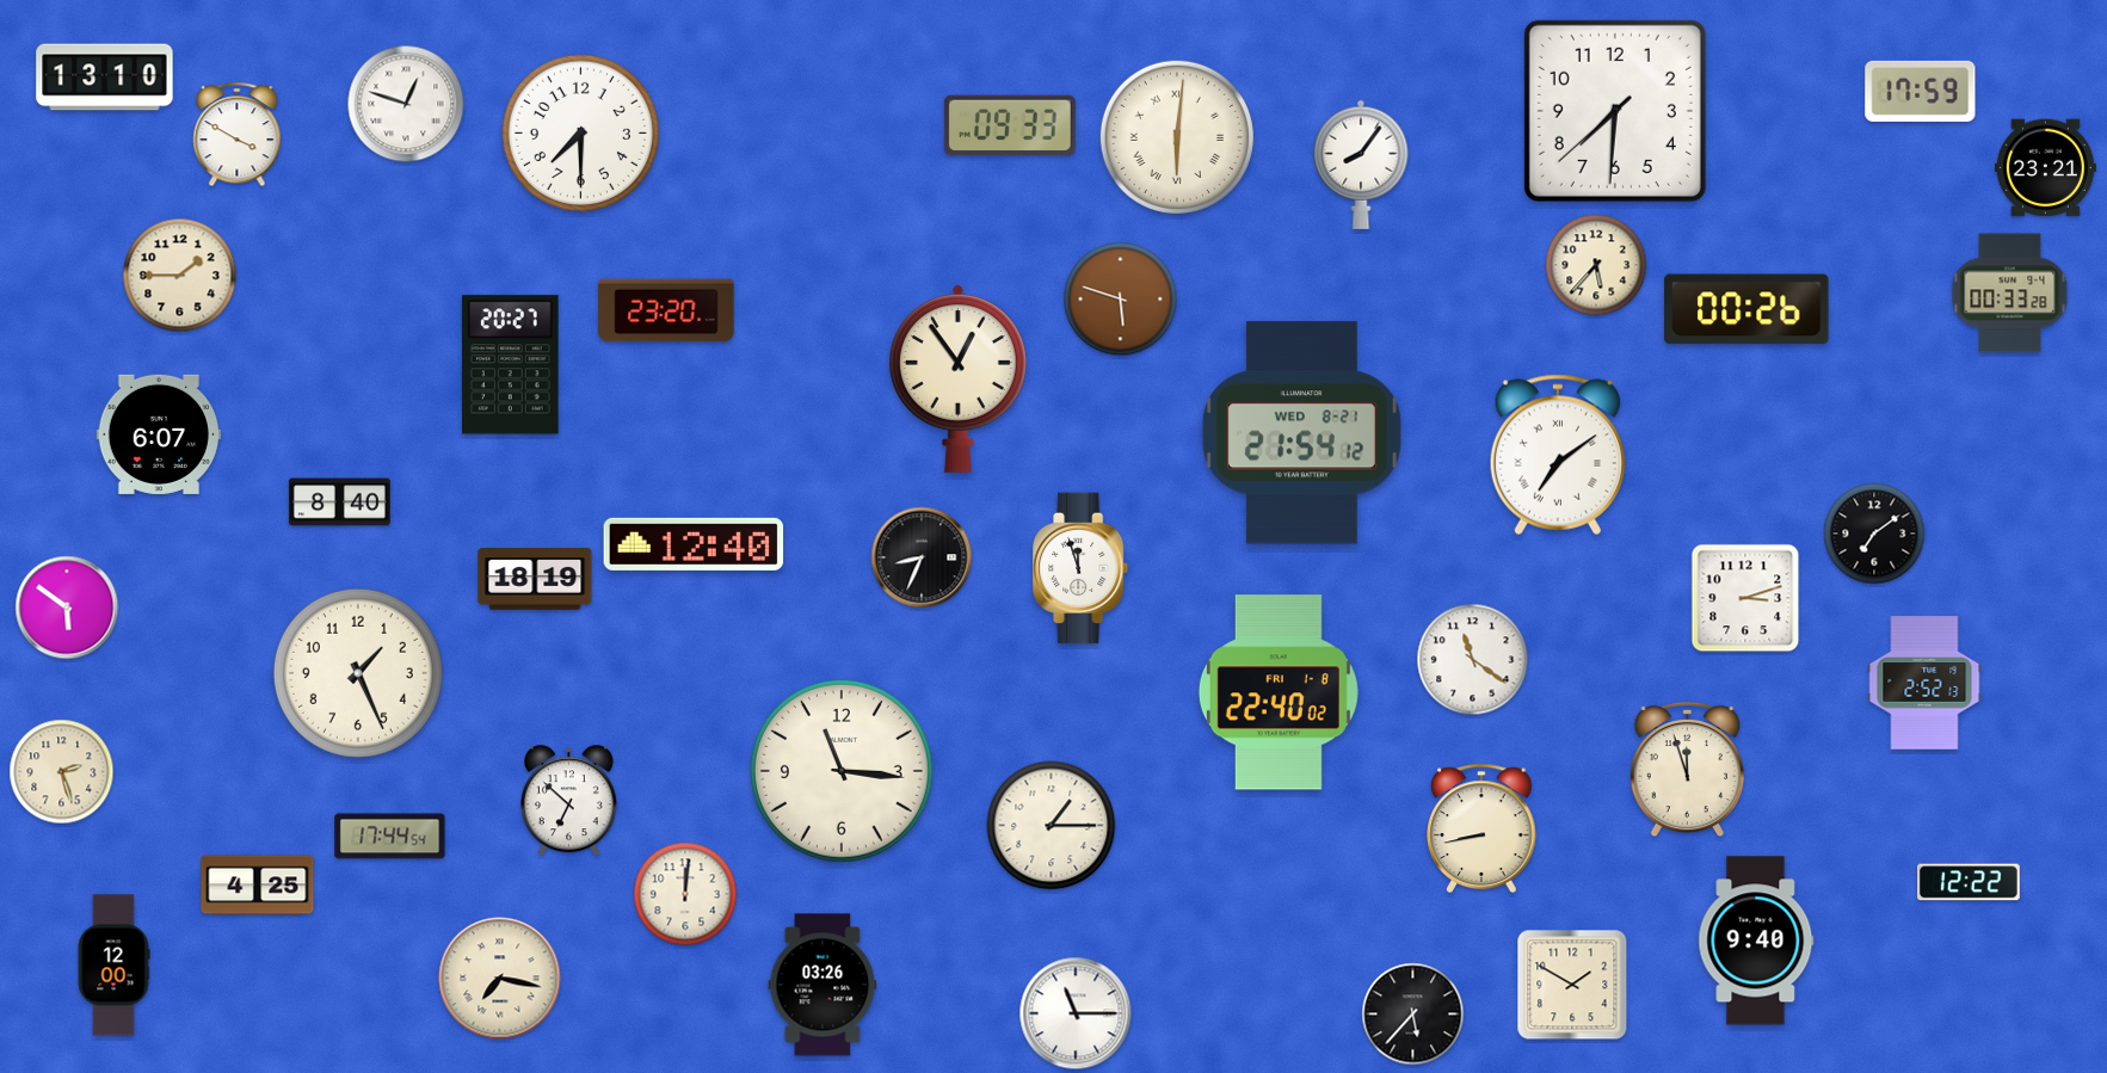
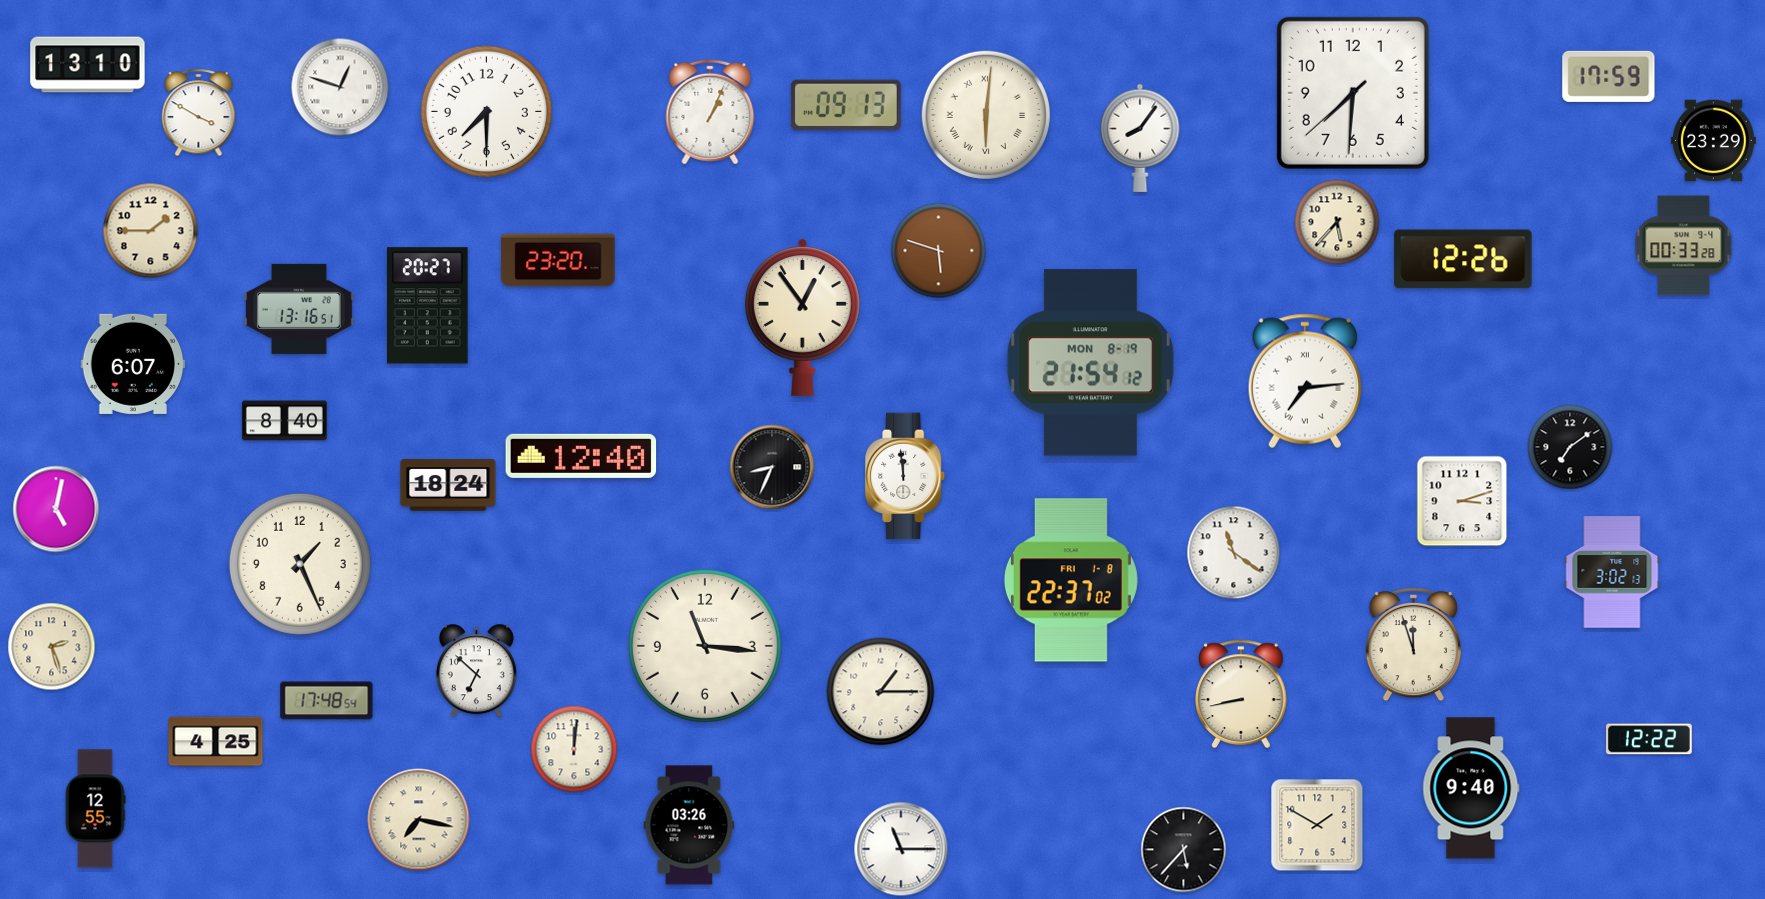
clock at (1010, 125): 09:33 -> 09:13
clock at (710, 112): none -> 1:04
clock at (2045, 168): 23:21 -> 23:29
clock at (1746, 309): 00:26 -> 12:26
clock at (299, 309): none -> 13:16
clock at (1301, 433) date: WED 8-21 -> MON 8-19
clock at (1558, 455): 7:09 -> 7:14
clock at (1082, 568): 11:57 -> 11:59
clock at (535, 579): 18:19 -> 18:24
clock at (67, 608): 5:51 -> 5:02
clock at (1924, 683): 2:52 -> 3:02
clock at (1279, 692): 22:40 -> 22:37
clock at (390, 837): 17:44 -> 17:48
clock at (113, 966): 12:00 -> 12:55
